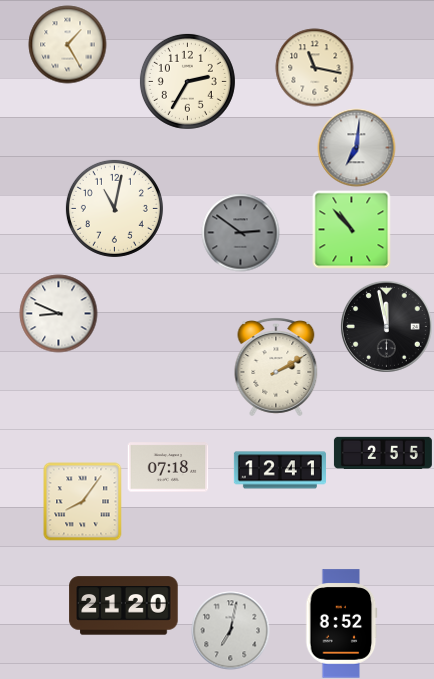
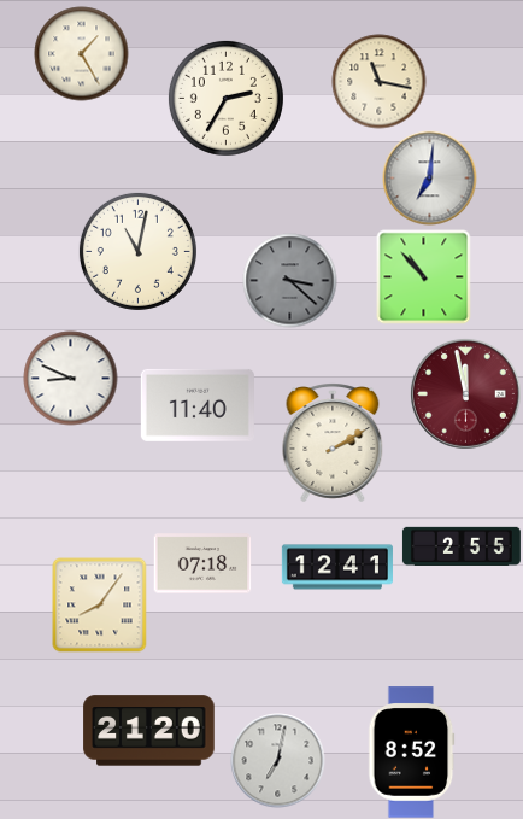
clock at (240, 232): 2:51 -> 3:22
clock at (386, 326) dial: black -> burgundy
clock at (198, 405): none -> 11:40
